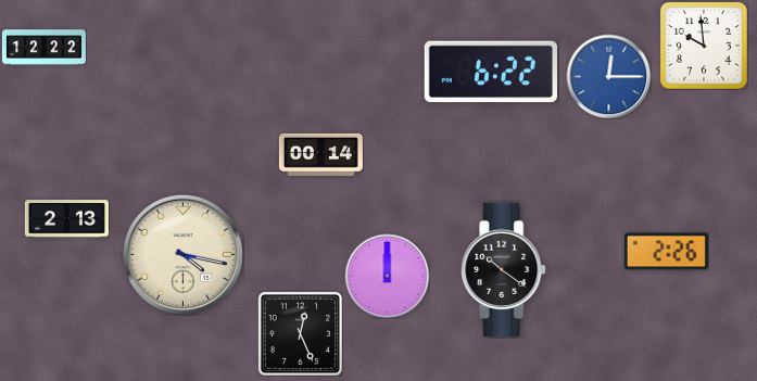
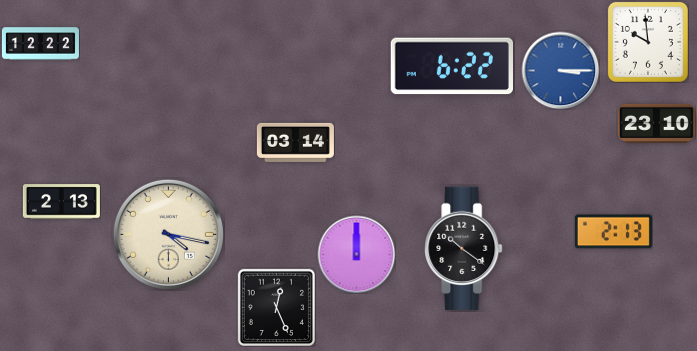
clock at (608, 76): 12:15 -> 3:15
clock at (656, 123): none -> 23:10
clock at (320, 154): 00:14 -> 03:14
clock at (666, 252): 2:26 -> 2:13
